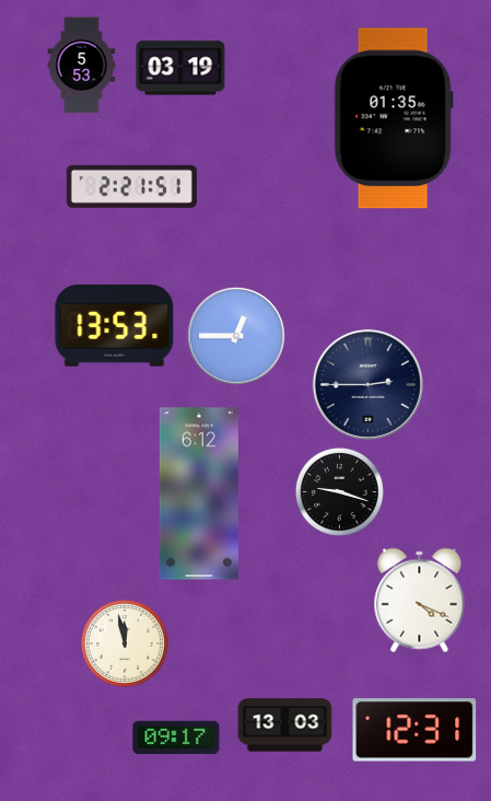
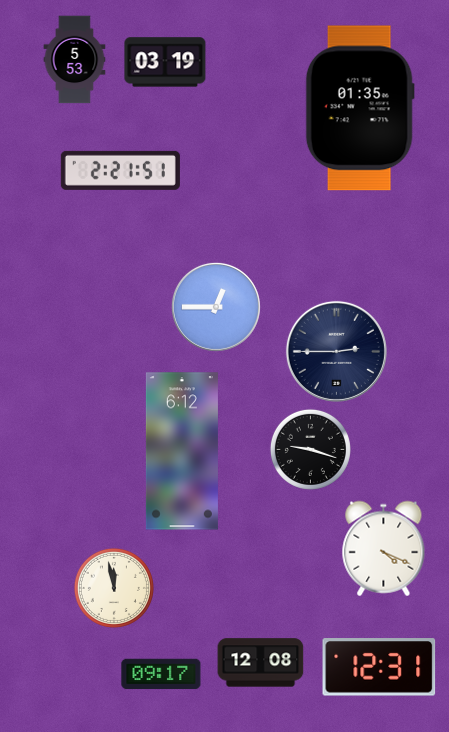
clock at (115, 326): 13:53 -> none
clock at (285, 725): 13:03 -> 12:08
